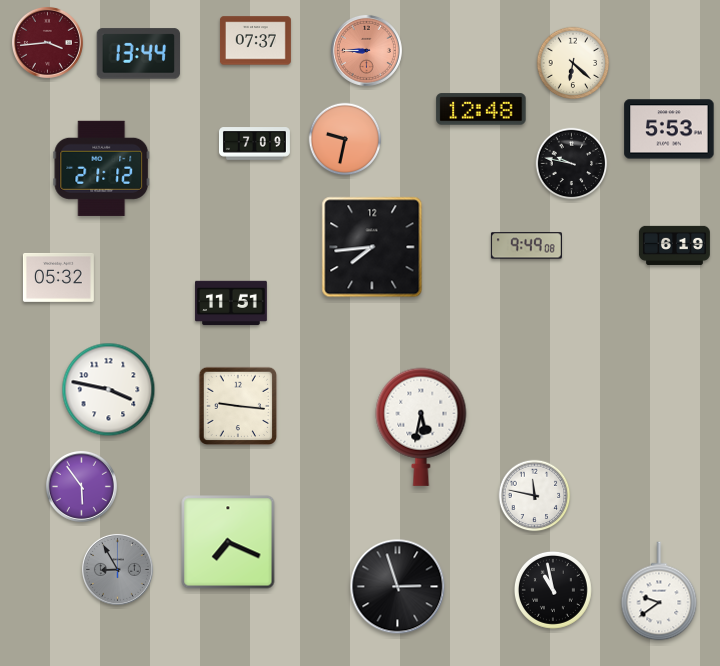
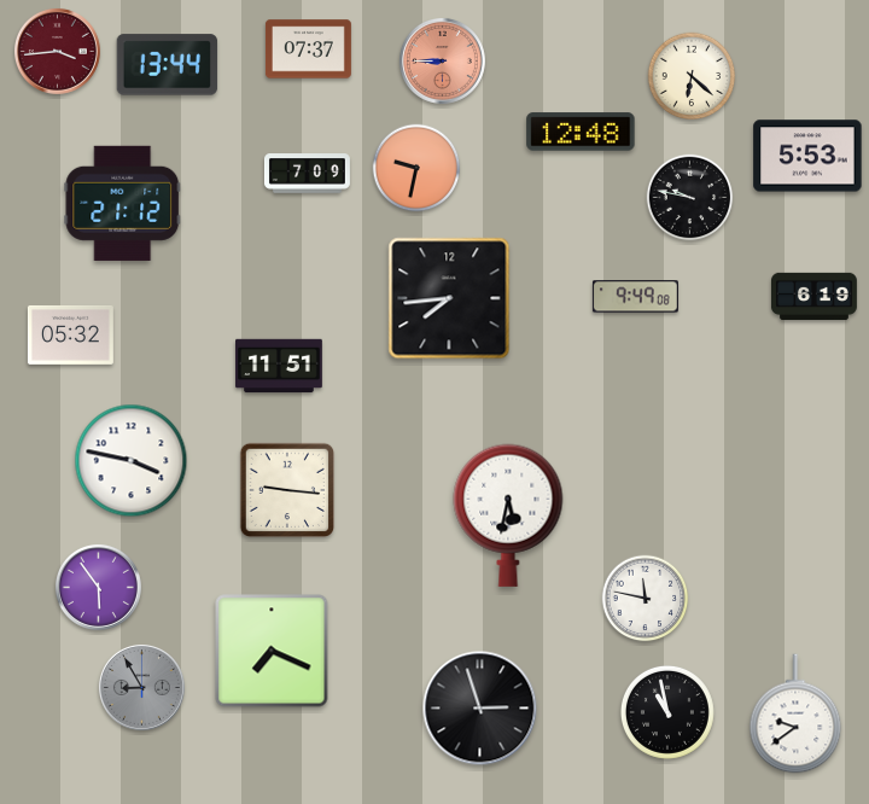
clock at (109, 390) position: (109, 390) -> (132, 461)
clock at (228, 542) position: (228, 542) -> (272, 651)
